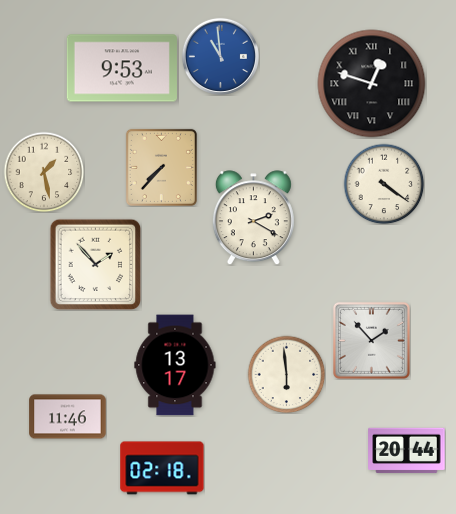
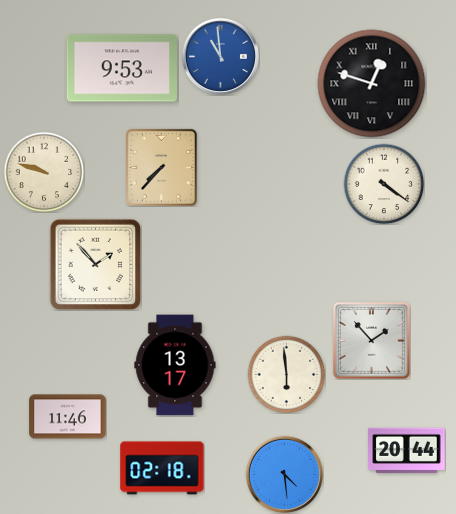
clock at (44, 172): 1:28 -> 9:48
clock at (253, 218): 2:20 -> none
clock at (284, 474): none -> 4:29
